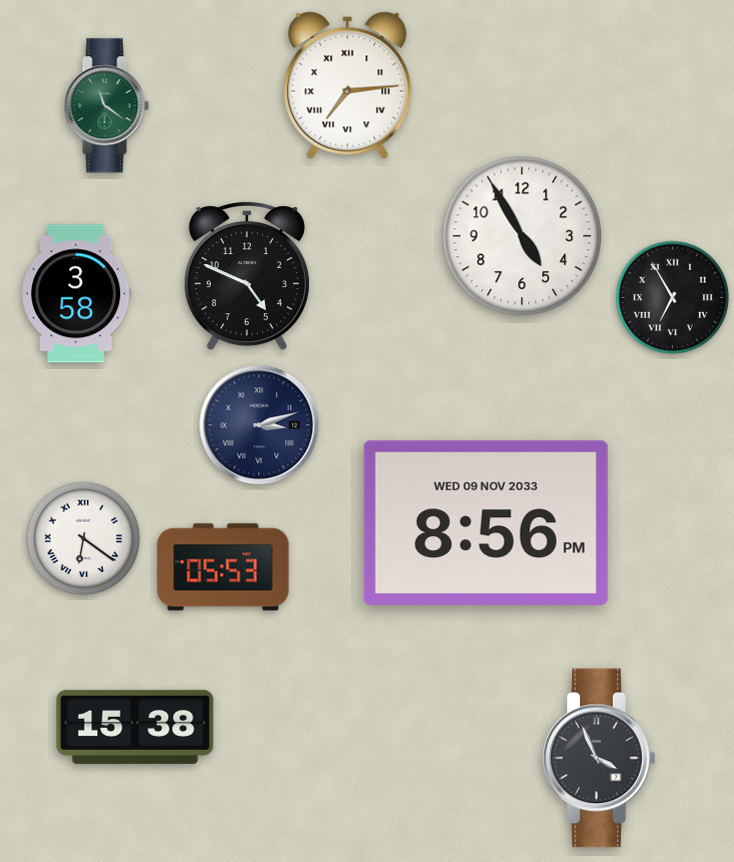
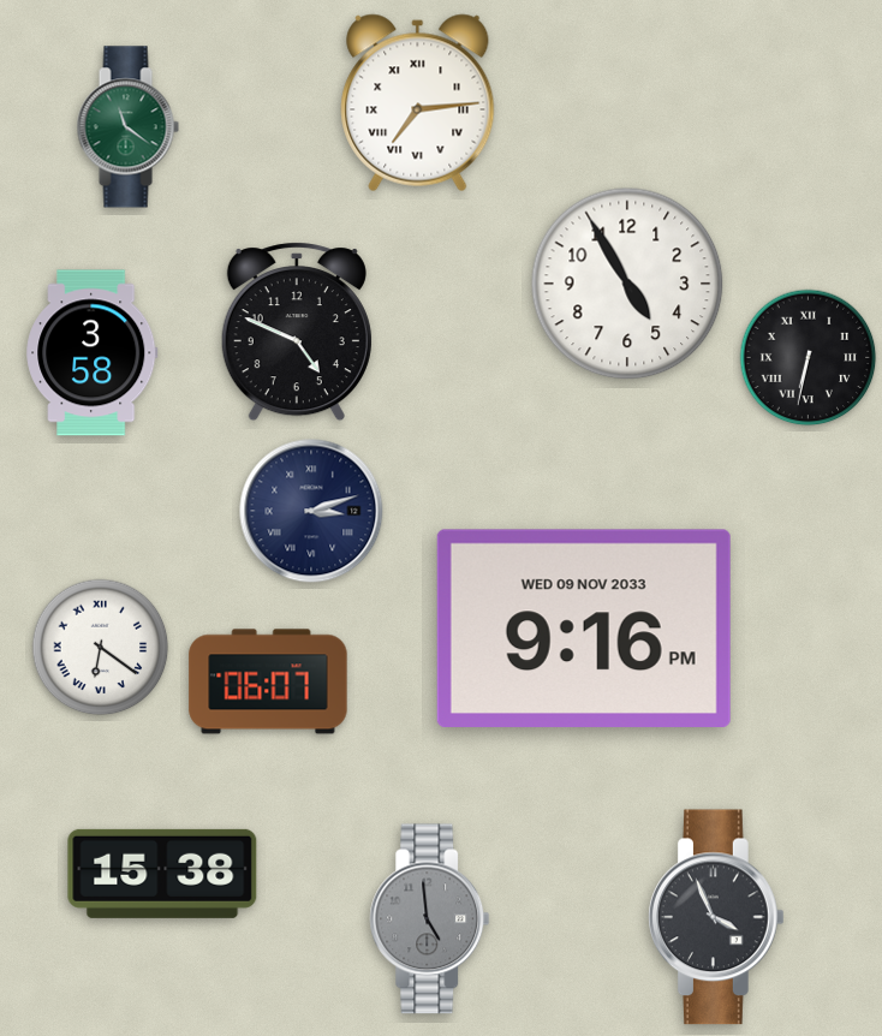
clock at (673, 298): 6:55 -> 6:32
clock at (486, 523): 8:56 -> 9:16
clock at (223, 567): 05:53 -> 06:07
clock at (600, 758) position: (600, 758) -> (717, 917)
clock at (430, 919): none -> 4:59
